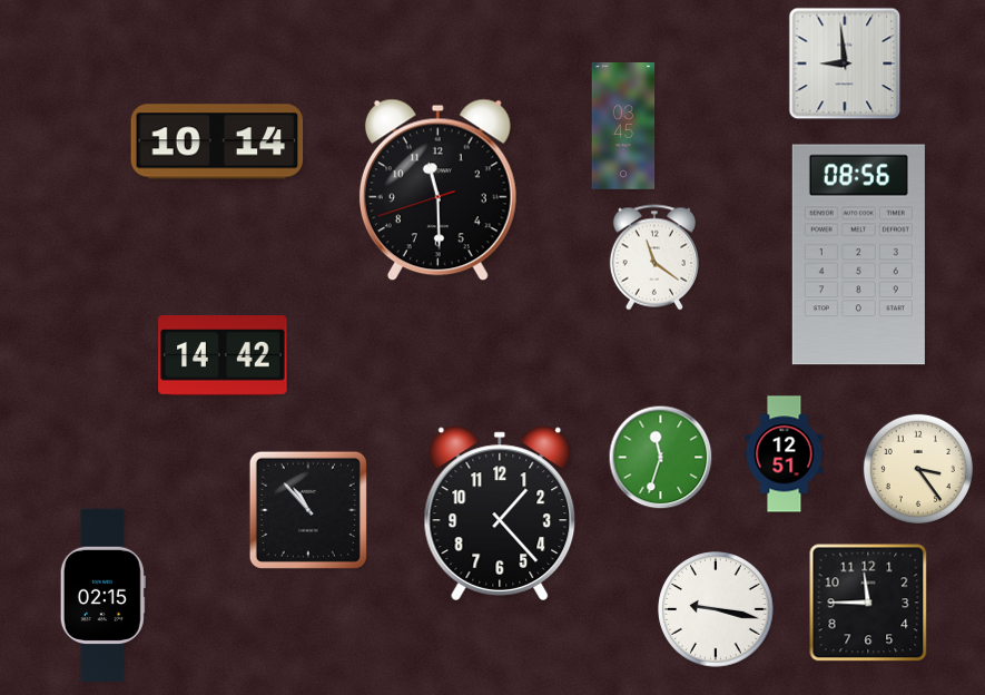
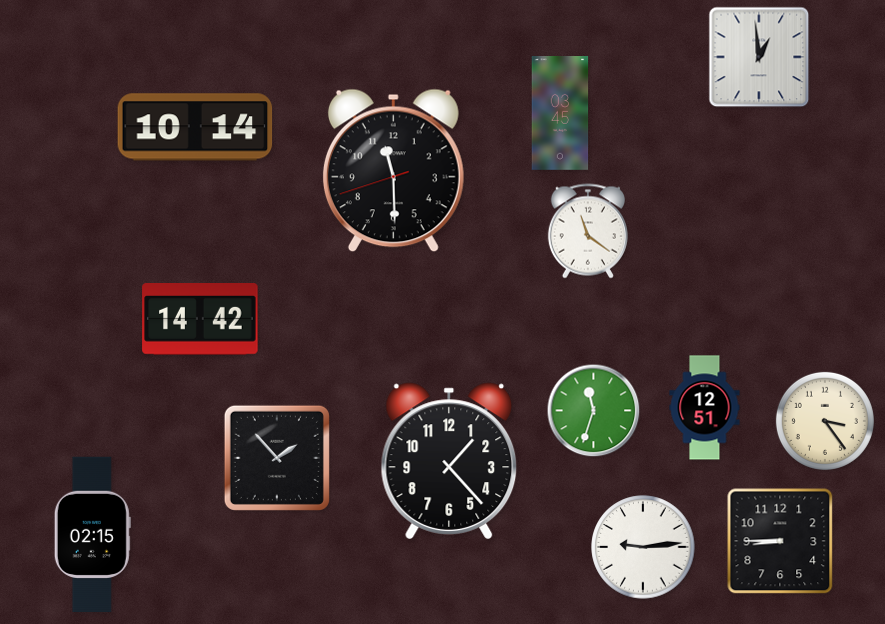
clock at (845, 63): 8:59 -> 12:59
clock at (858, 255): 08:56 -> none
clock at (308, 510): 10:53 -> 1:53
clock at (868, 603): 11:45 -> 8:45
clock at (716, 609): 9:17 -> 9:14
